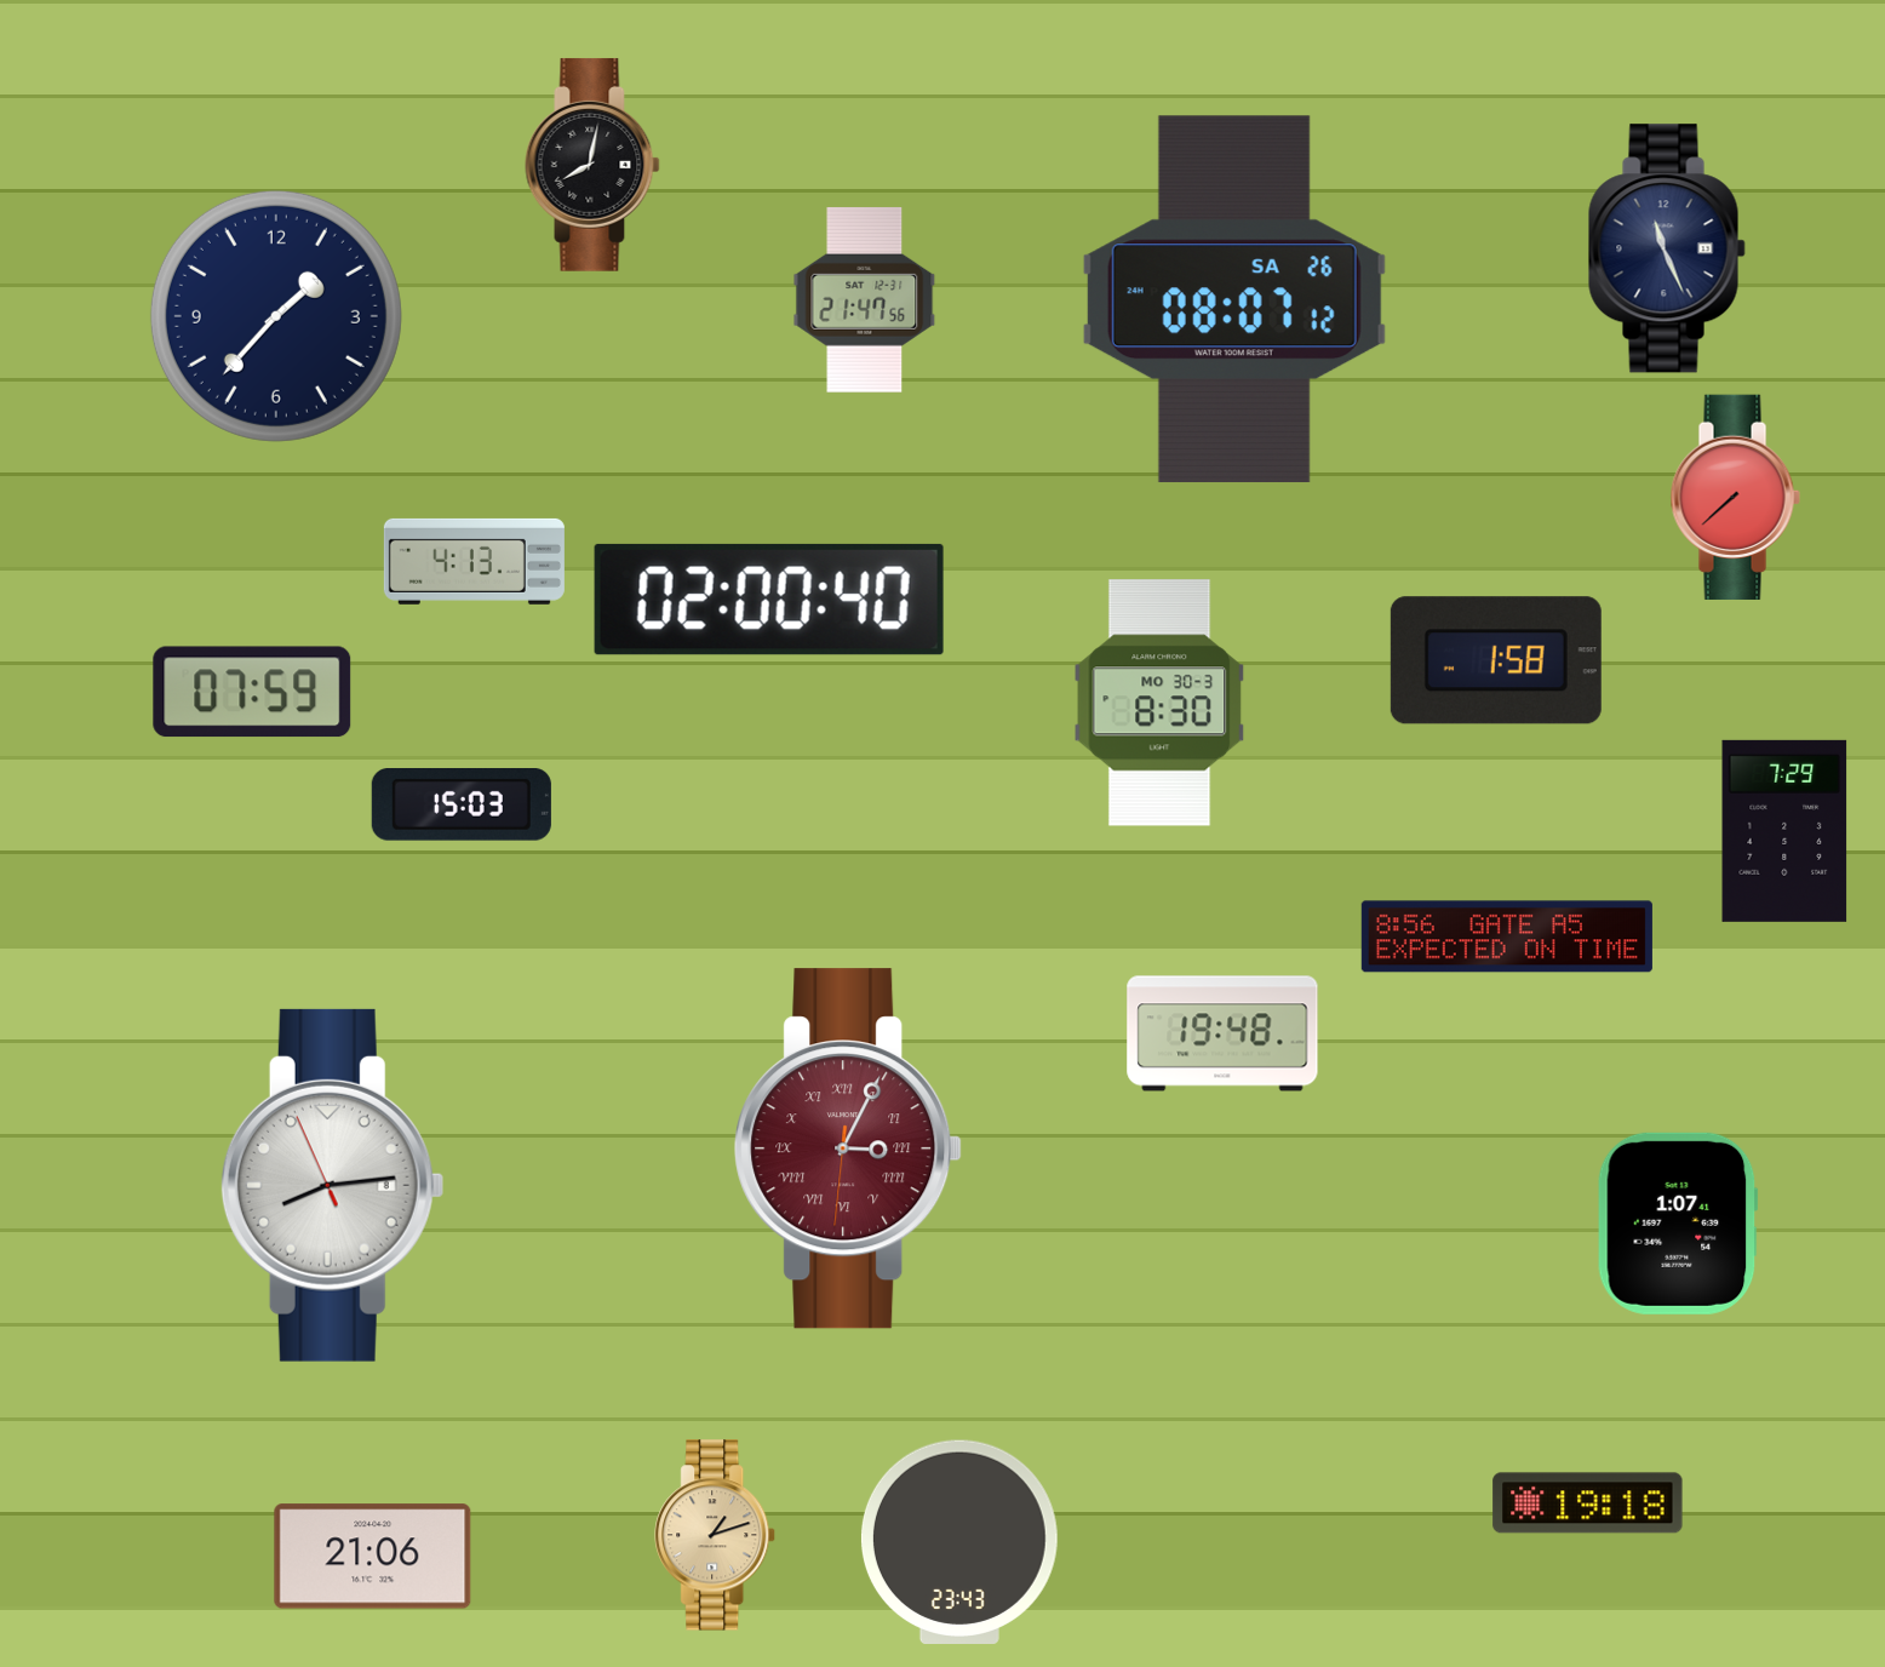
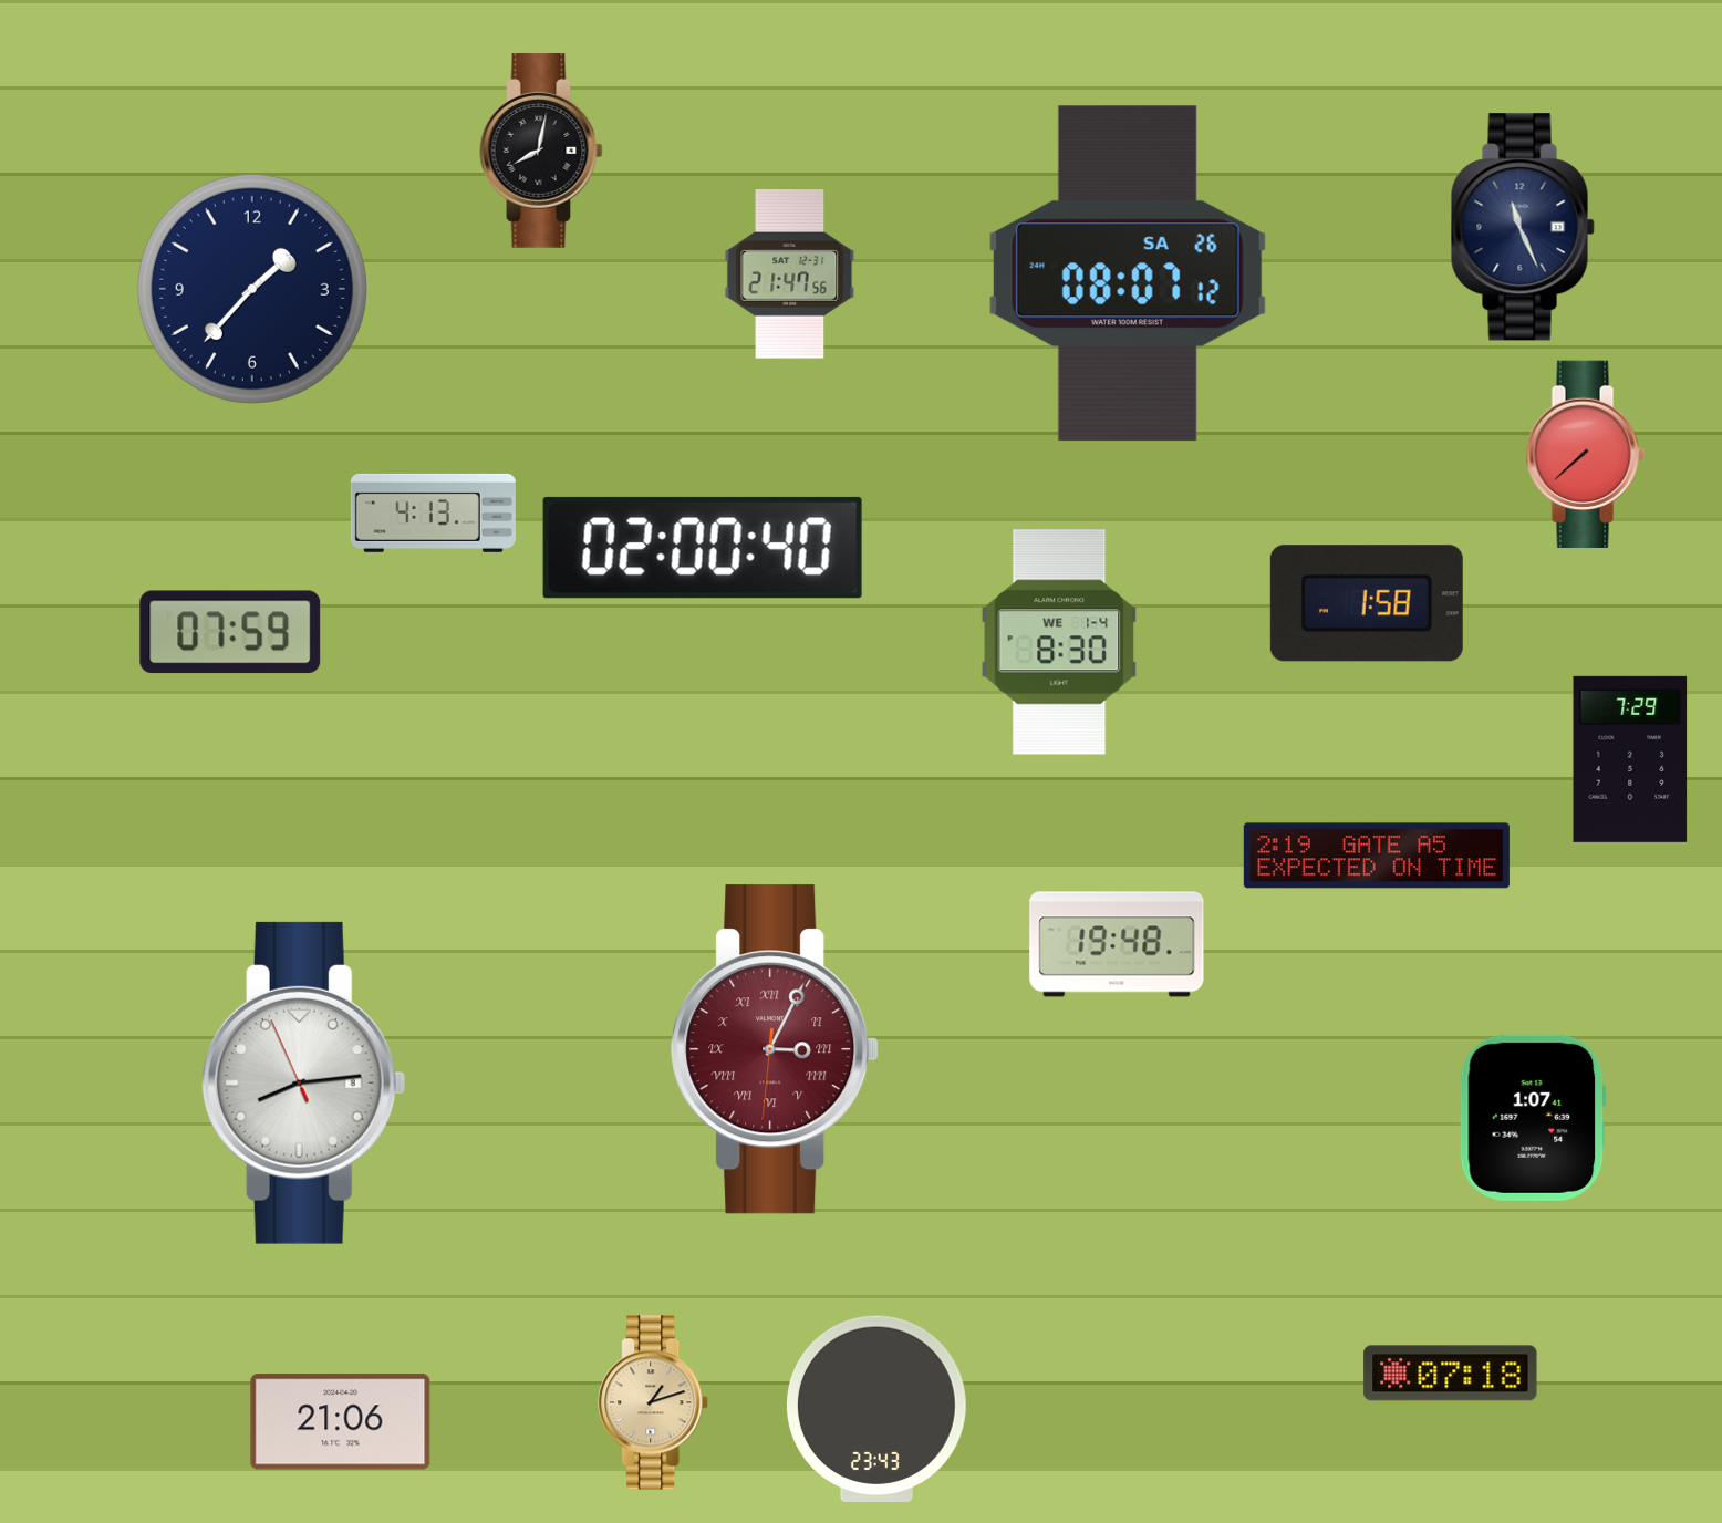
clock at (1159, 703) date: MO 30-3 -> WE 1-4
clock at (462, 806): 15:03 -> none
clock at (1507, 936): 8:56 -> 2:19
clock at (1588, 1503): 19:18 -> 07:18
